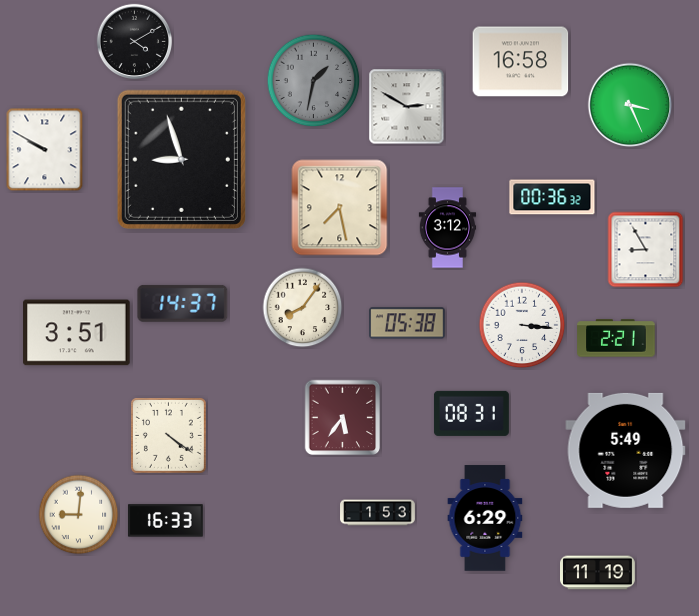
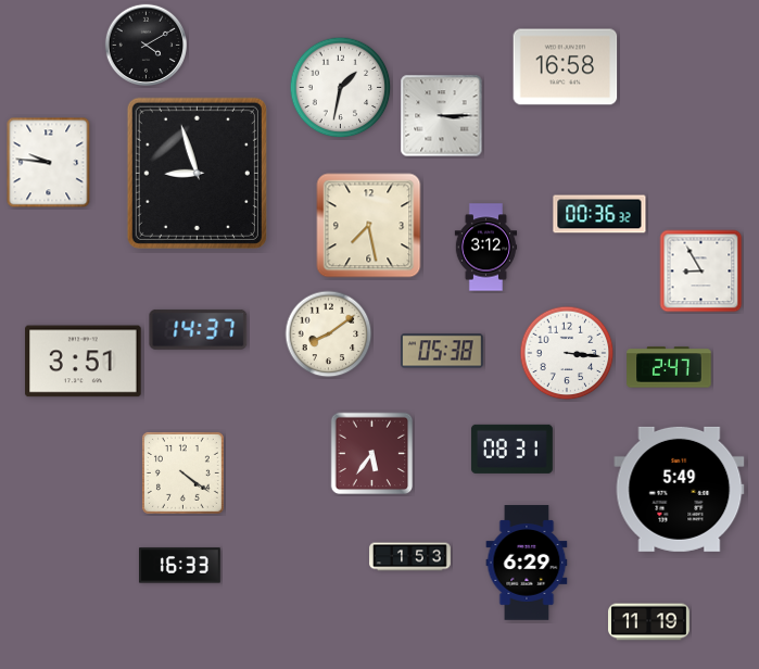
clock at (314, 81) dial: grey -> white
clock at (630, 105): 3:26 -> none
clock at (407, 107): 2:50 -> 3:15
clock at (45, 150): 9:50 -> 9:46
clock at (303, 308): 8:06 -> 8:09
clock at (616, 338): 2:21 -> 2:47
clock at (79, 515): 9:01 -> none
